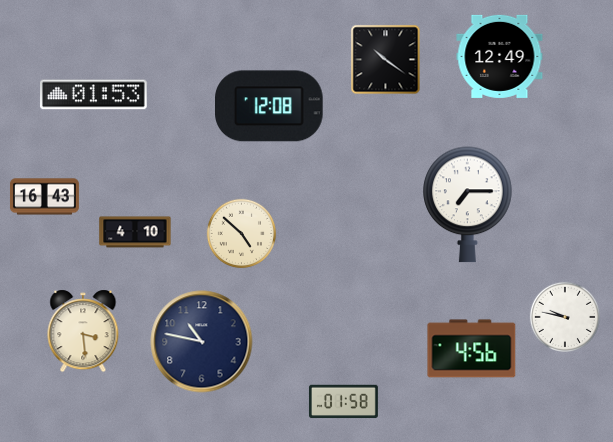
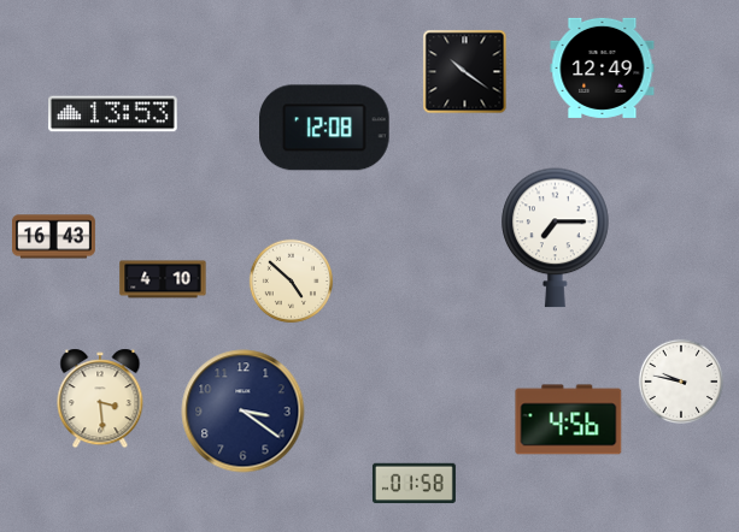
clock at (94, 95): 01:53 -> 13:53
clock at (468, 205) position: (468, 205) -> (556, 238)
clock at (202, 342): 10:47 -> 3:21
